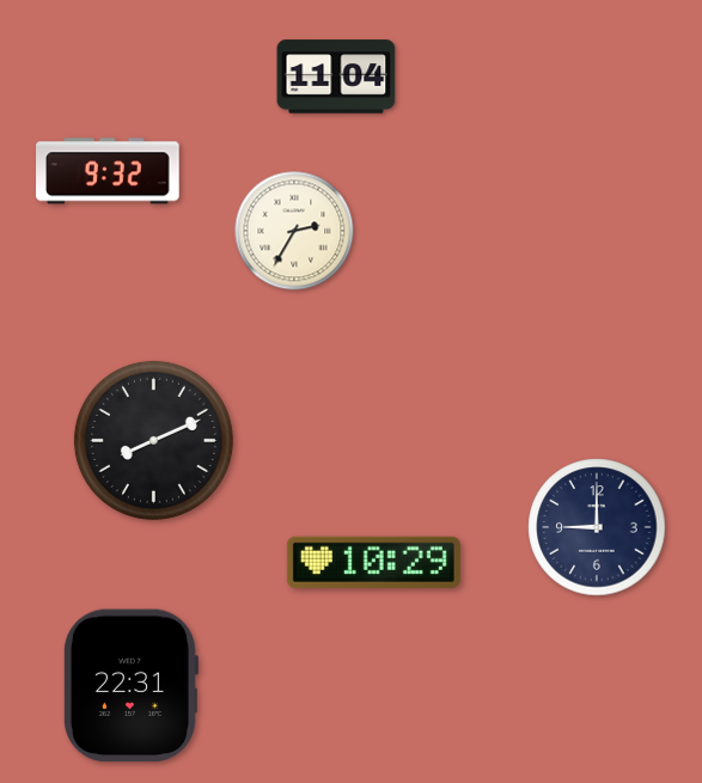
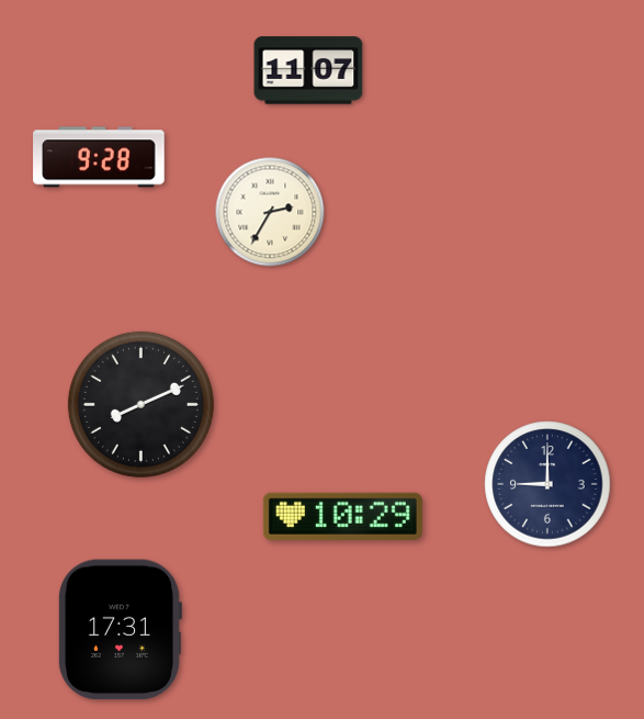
clock at (336, 77): 11:04 -> 11:07
clock at (108, 171): 9:32 -> 9:28
clock at (130, 686): 22:31 -> 17:31
